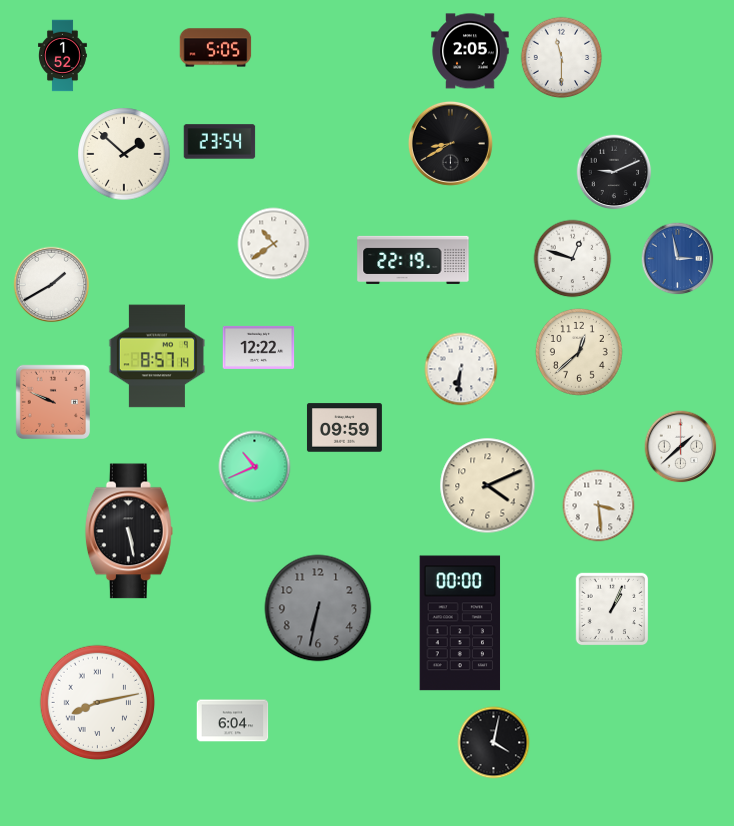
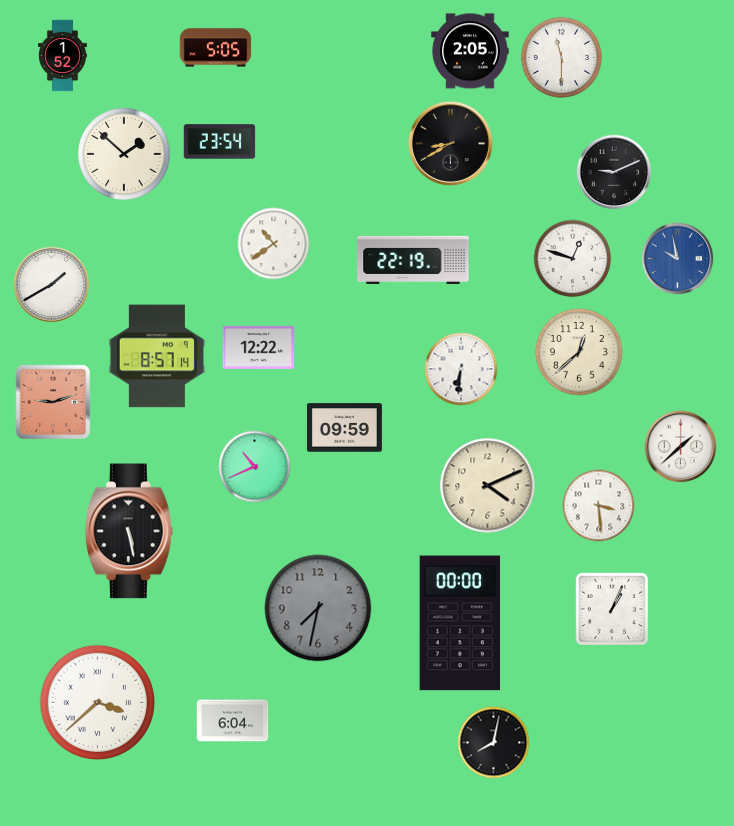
clock at (678, 259): 2:58 -> 9:58
clock at (52, 401): 9:49 -> 9:12
clock at (318, 608): 6:32 -> 7:32
clock at (97, 702): 8:13 -> 3:38
clock at (494, 743): 4:02 -> 8:02
